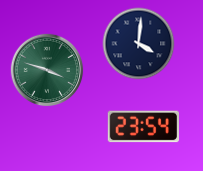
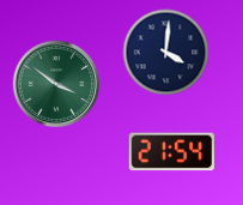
clock at (47, 70): 3:48 -> 3:51
clock at (143, 127): 23:54 -> 21:54
